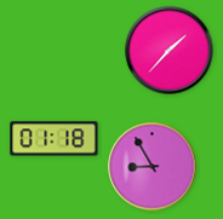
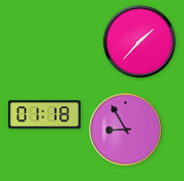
clock at (153, 167) position: (153, 167) -> (126, 130)
